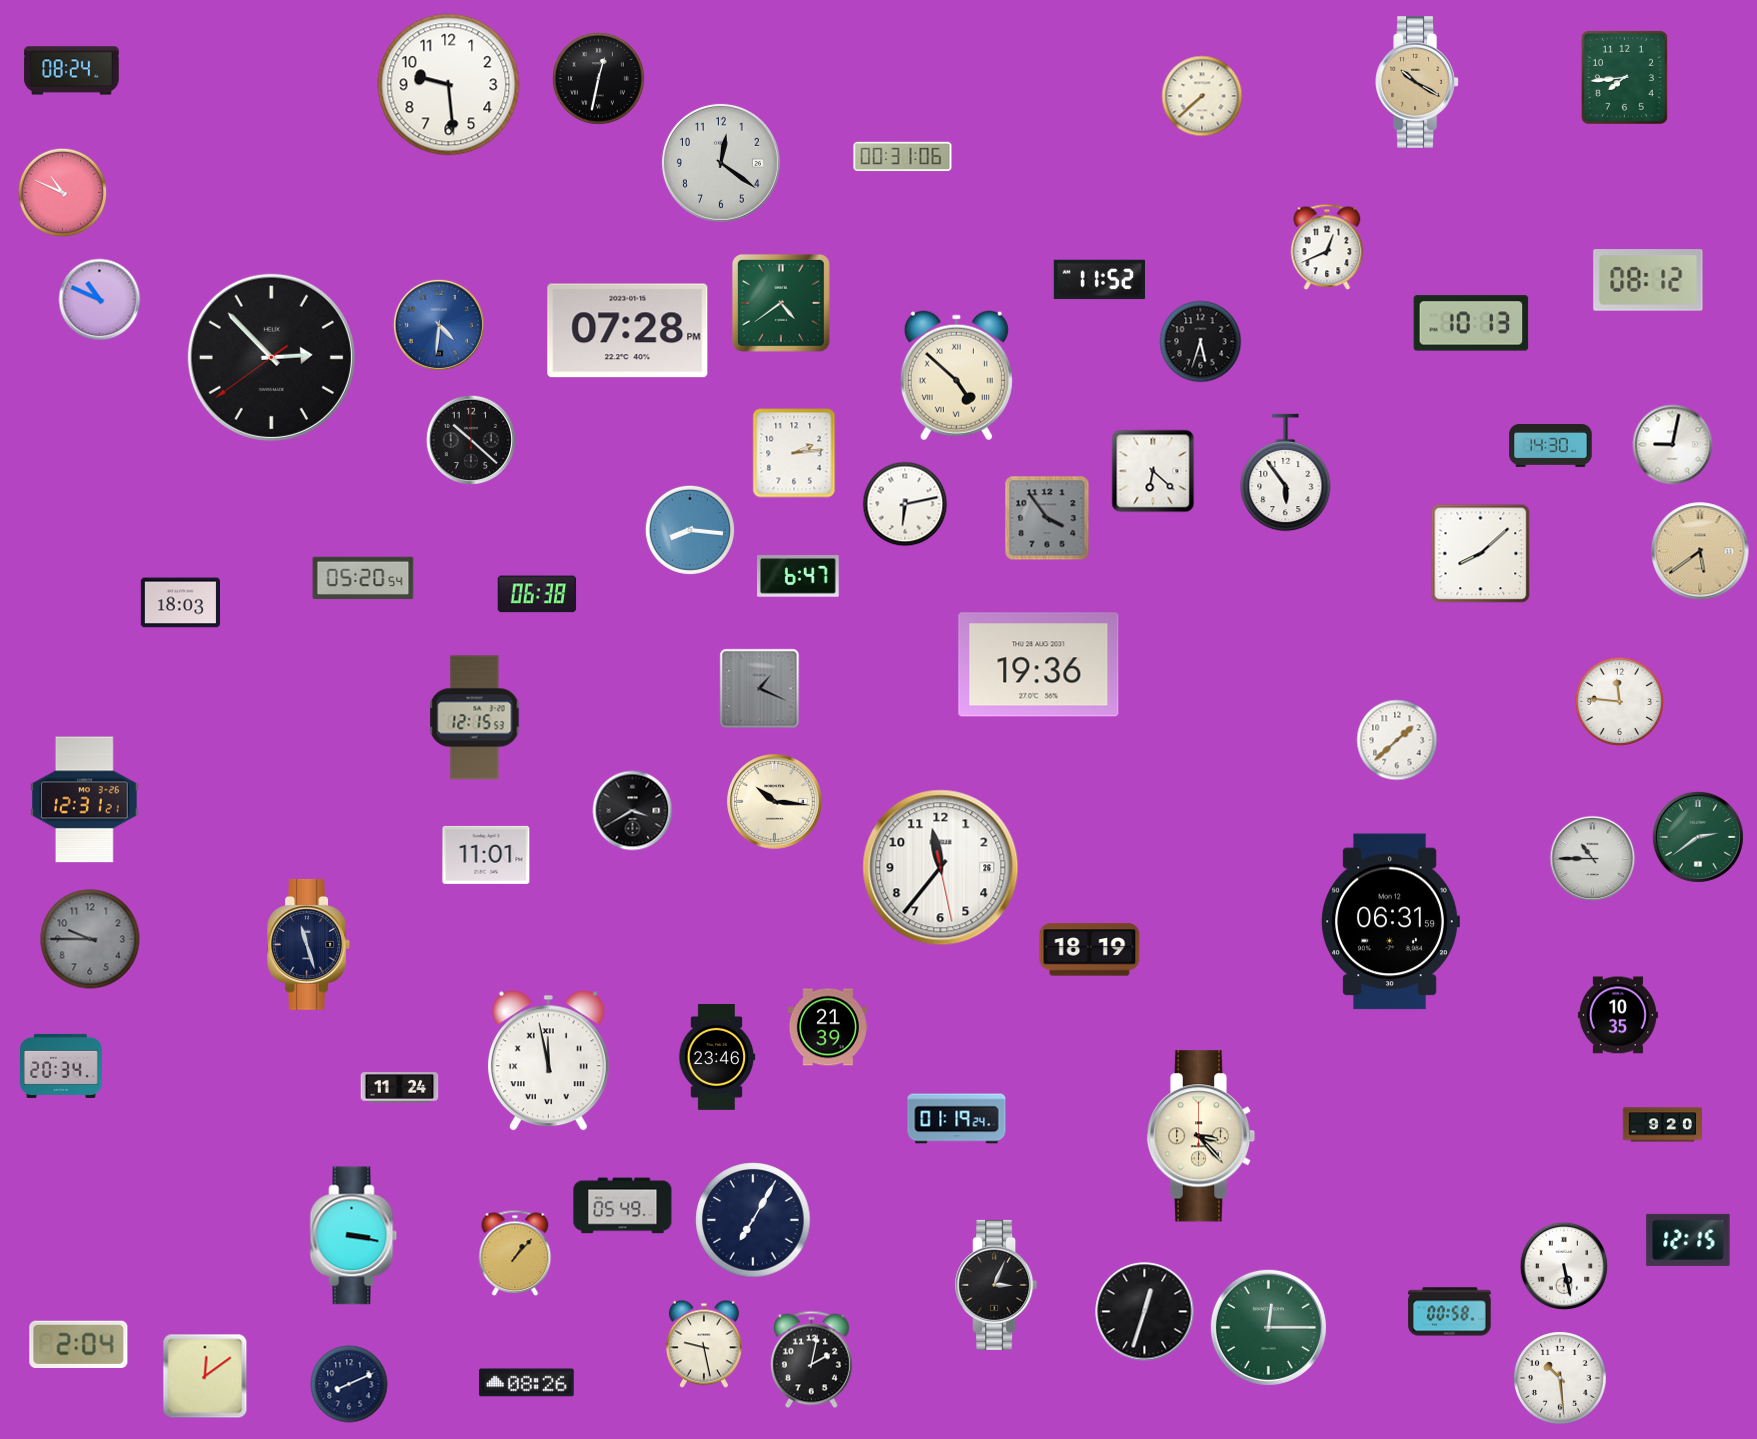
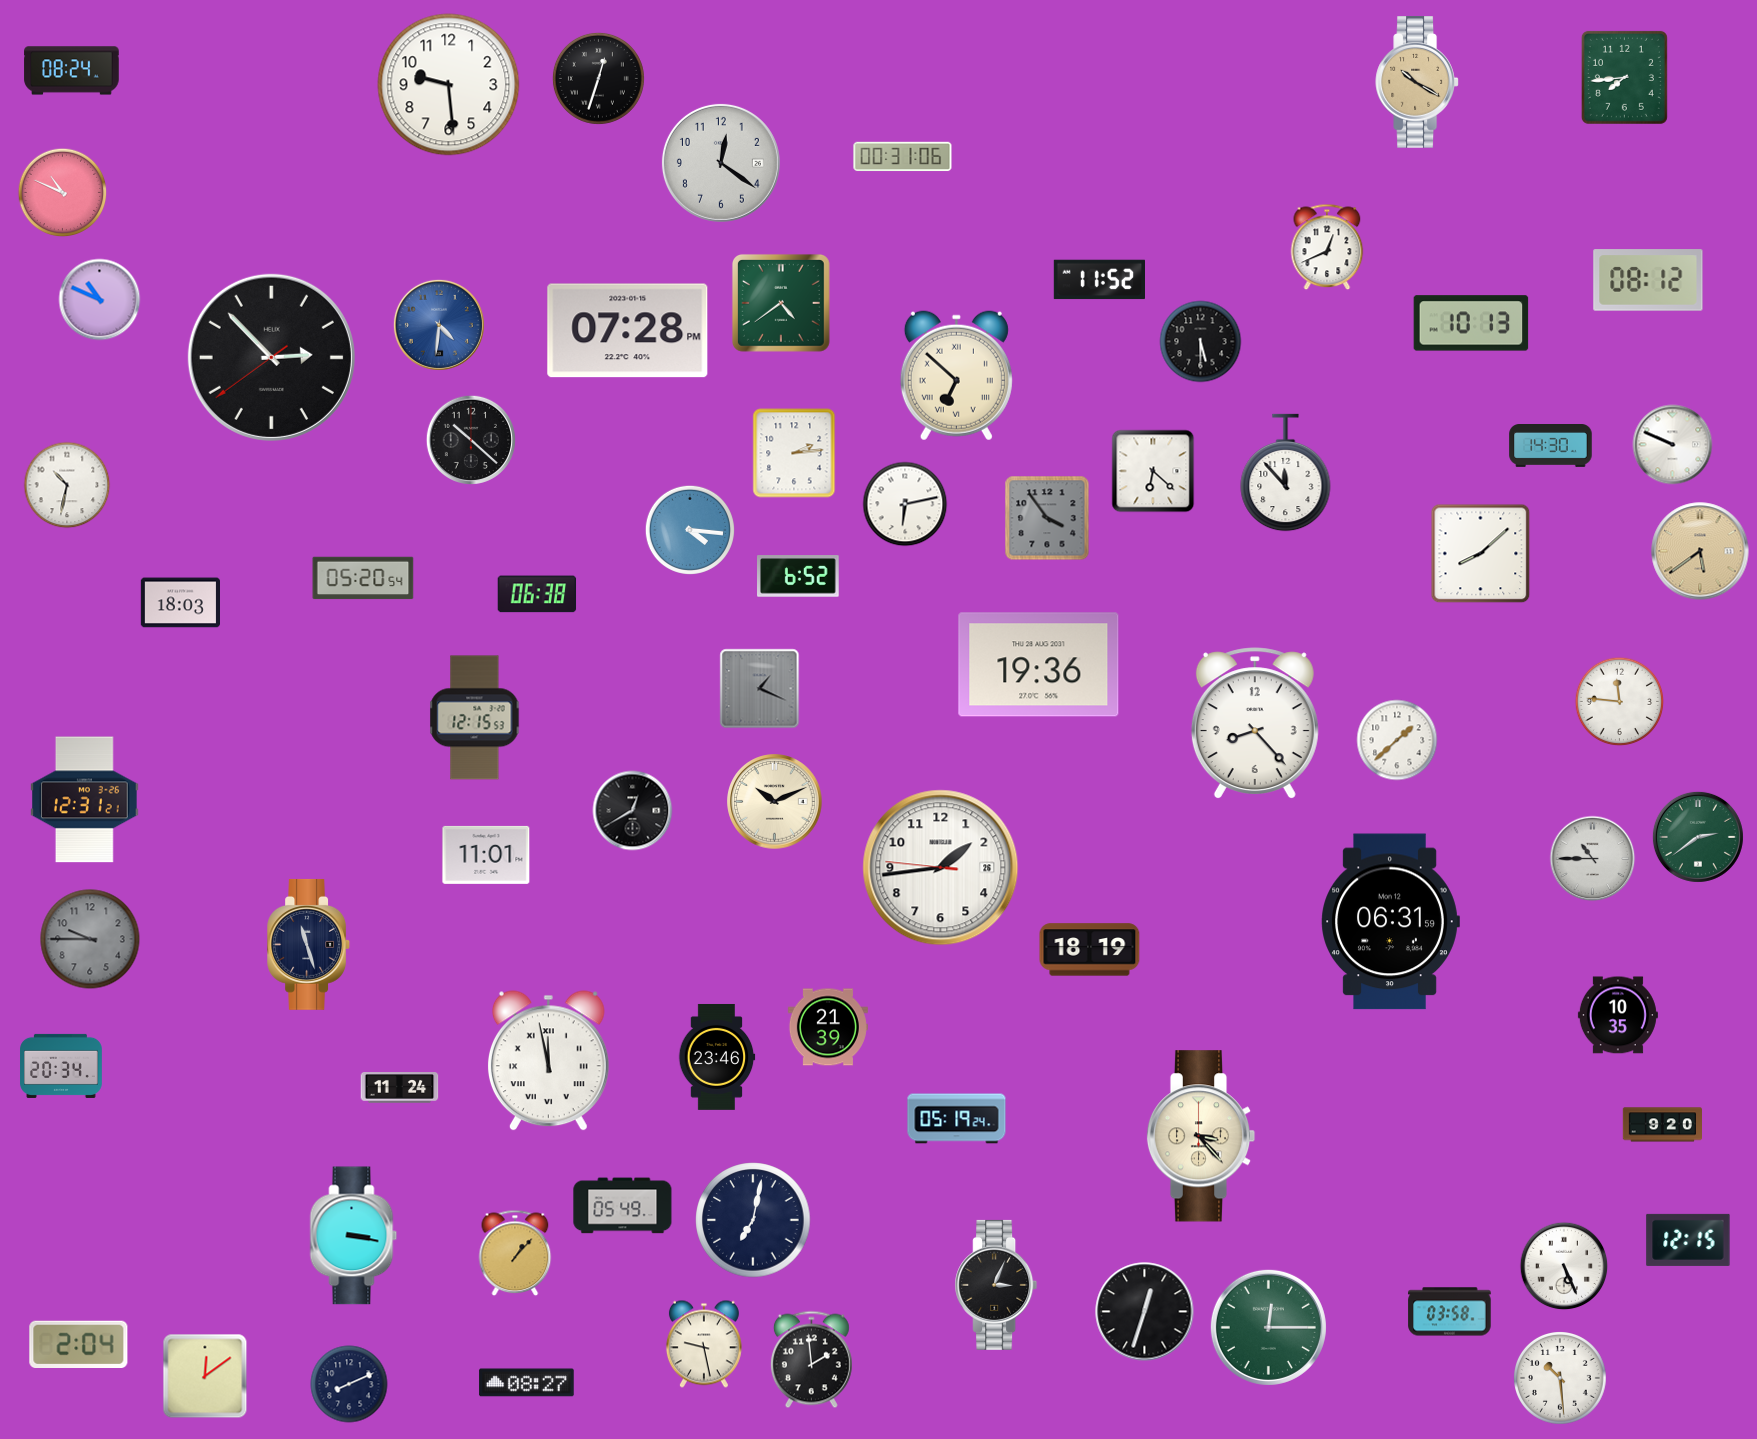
clock at (598, 78): 12:32 -> 12:33
clock at (1202, 96): 7:38 -> none
clock at (1201, 342): 5:33 -> 5:30
clock at (956, 376): 4:52 -> 6:52
clock at (1673, 445): 9:02 -> 9:49
clock at (1286, 473): 5:54 -> 11:53
clock at (67, 485): none -> 10:32
clock at (689, 529): 8:16 -> 4:16
clock at (799, 576): 6:47 -> 6:52
clock at (1255, 723): none -> 8:23
clock at (775, 802): 10:16 -> 10:11
clock at (633, 811): 3:40 -> 12:40
clock at (941, 868): 11:36 -> 1:43
clock at (957, 1119): 01:19 -> 05:19
clock at (753, 1220): 7:05 -> 7:02
clock at (1564, 1266): 5:28 -> 5:26
clock at (1450, 1312): 00:58 -> 03:58
clock at (811, 1360): 2:02 -> 1:59
clock at (527, 1383): 08:26 -> 08:27
